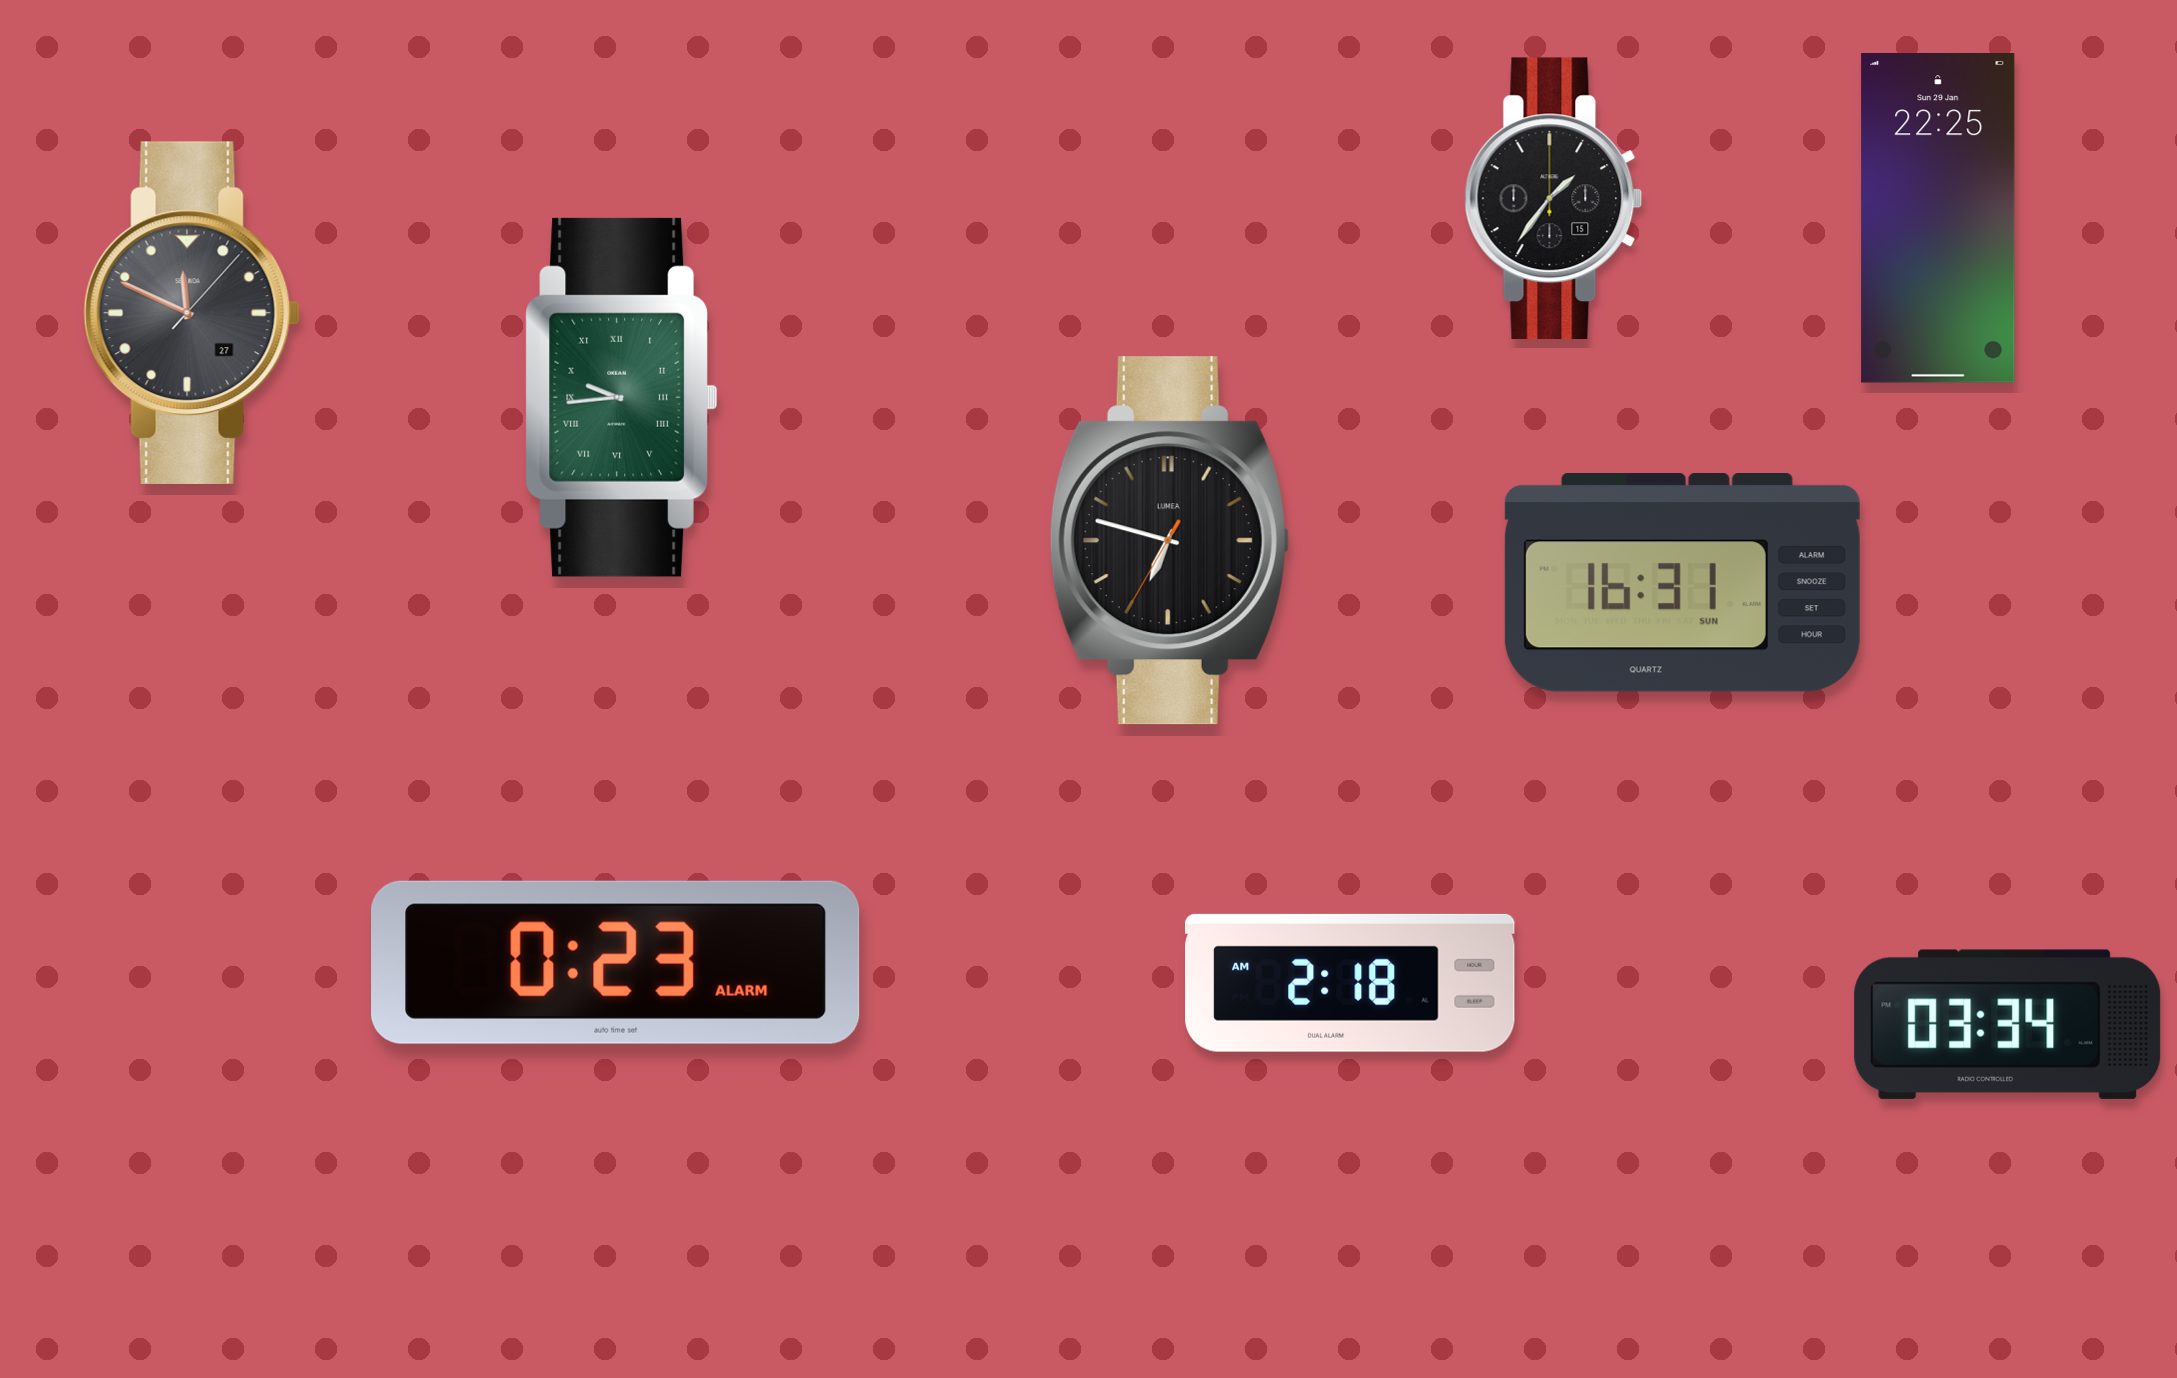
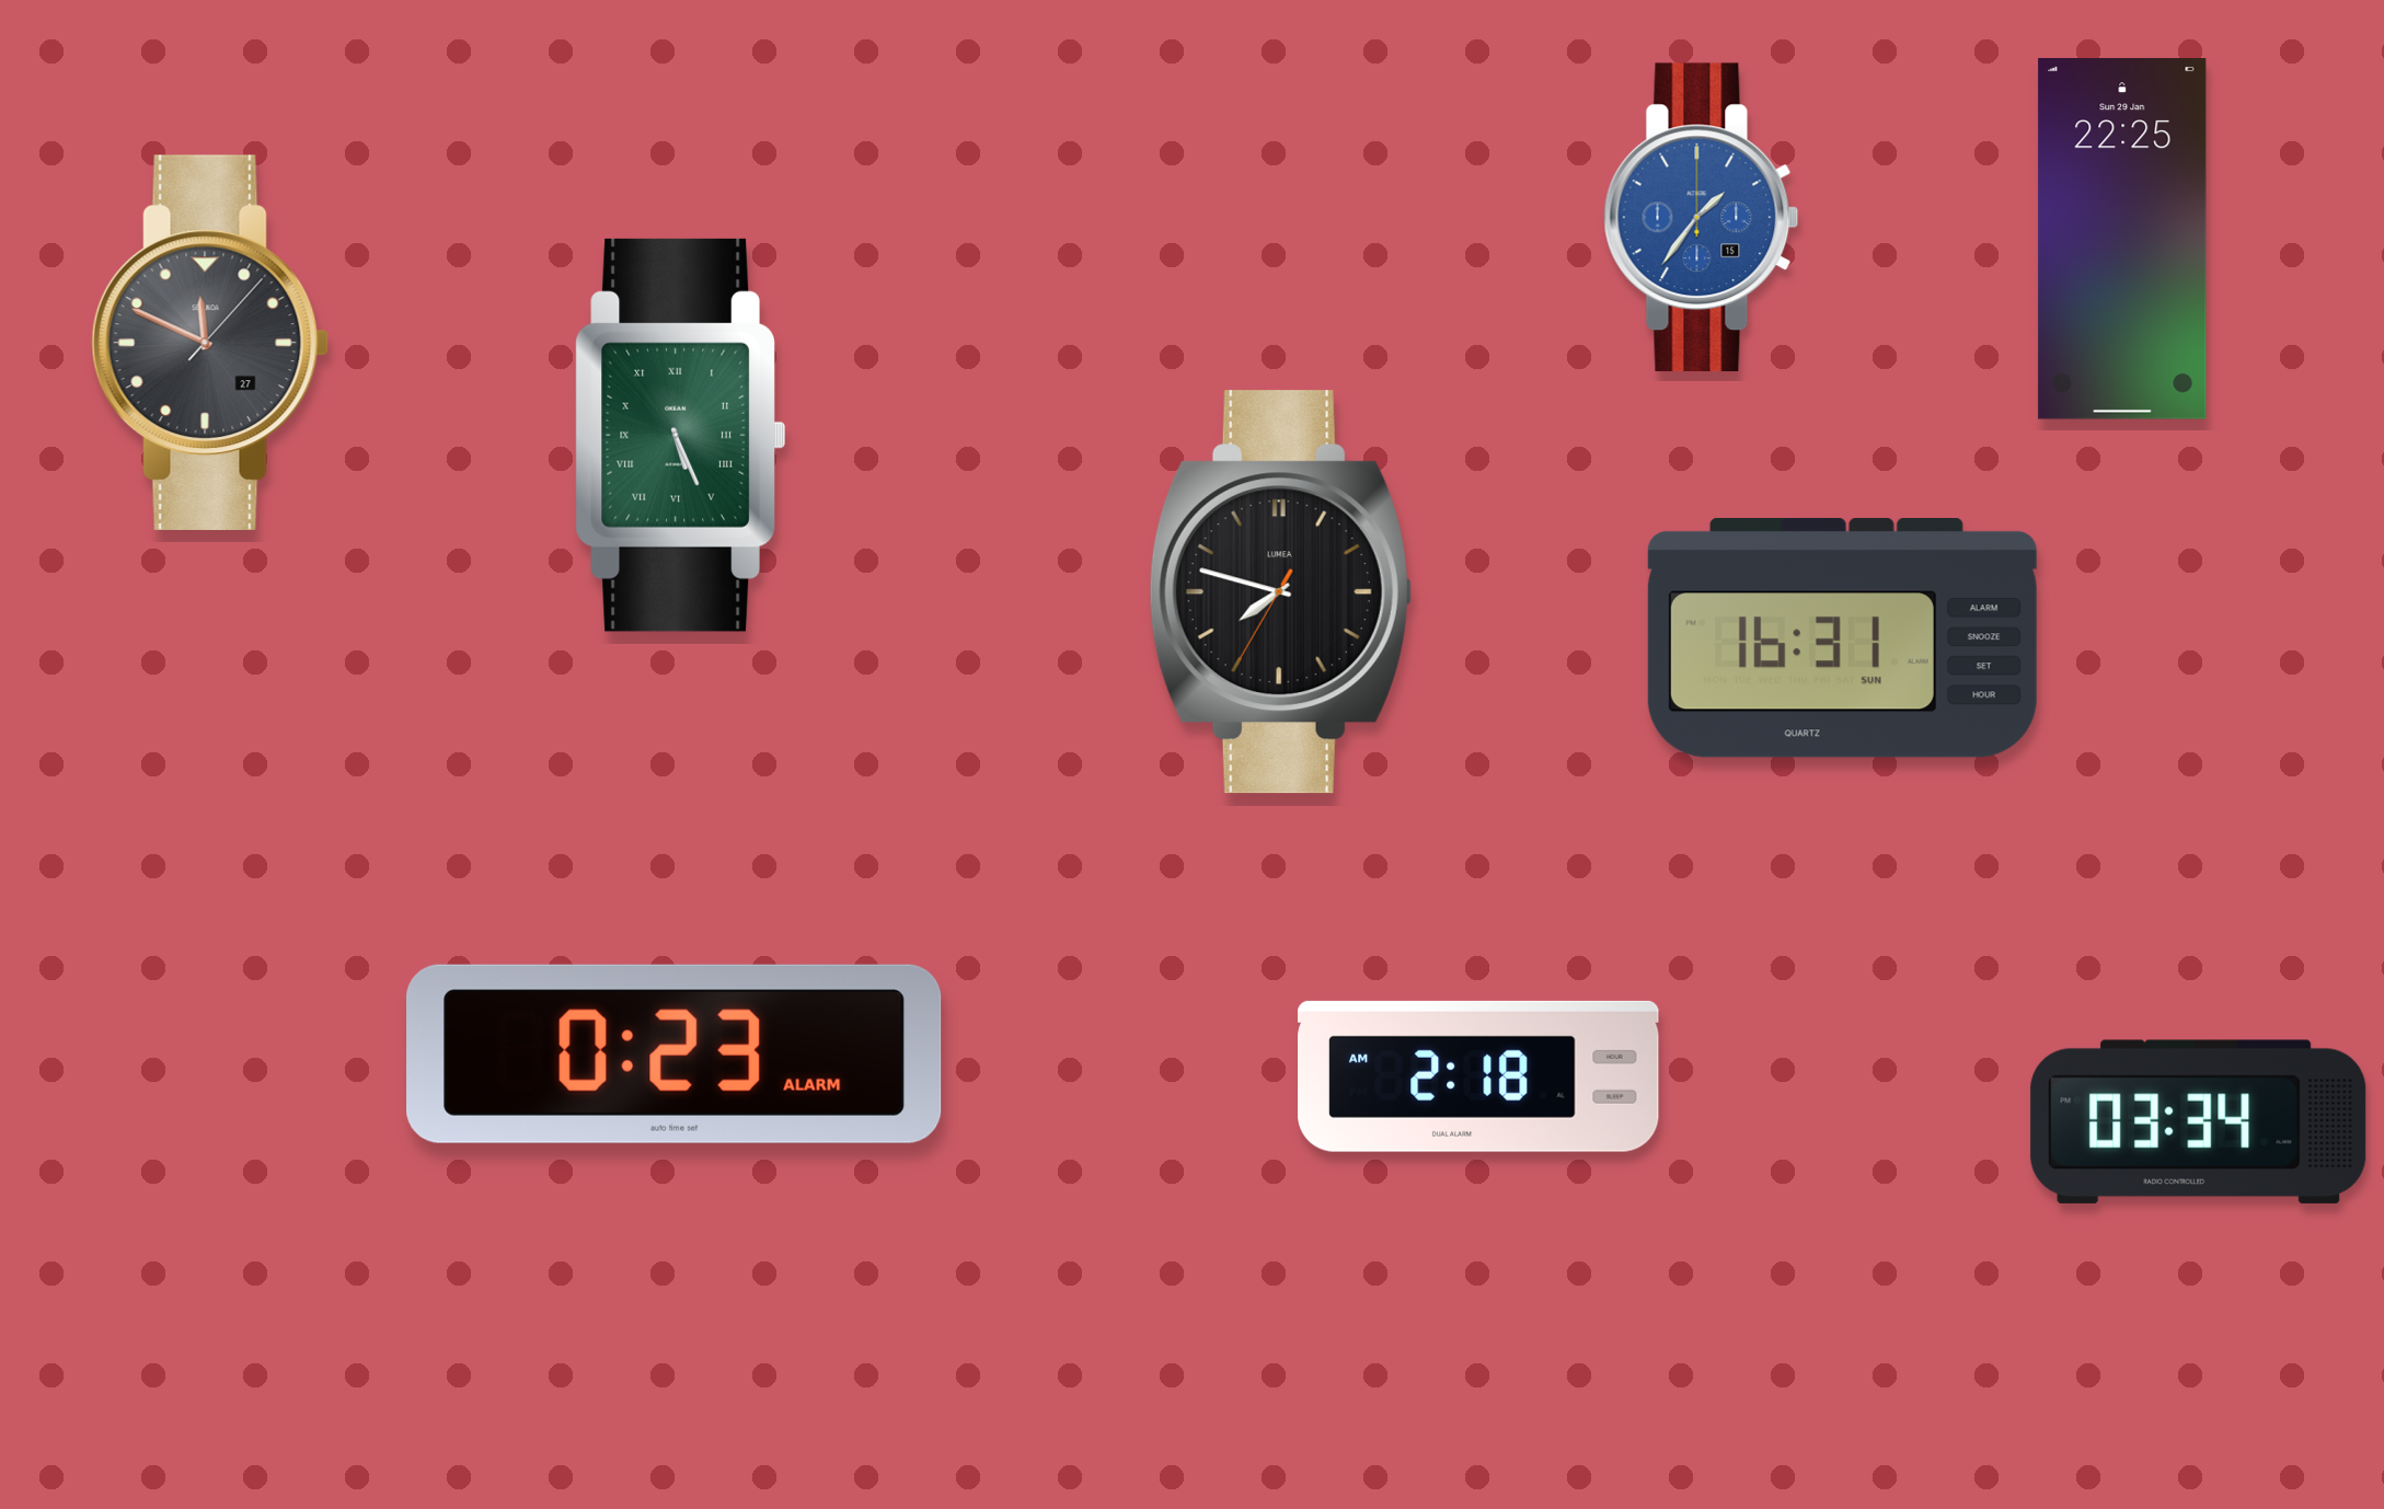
clock at (1554, 199) dial: black -> blue
clock at (621, 397): 9:44 -> 5:26
clock at (1169, 541): 6:47 -> 7:47
